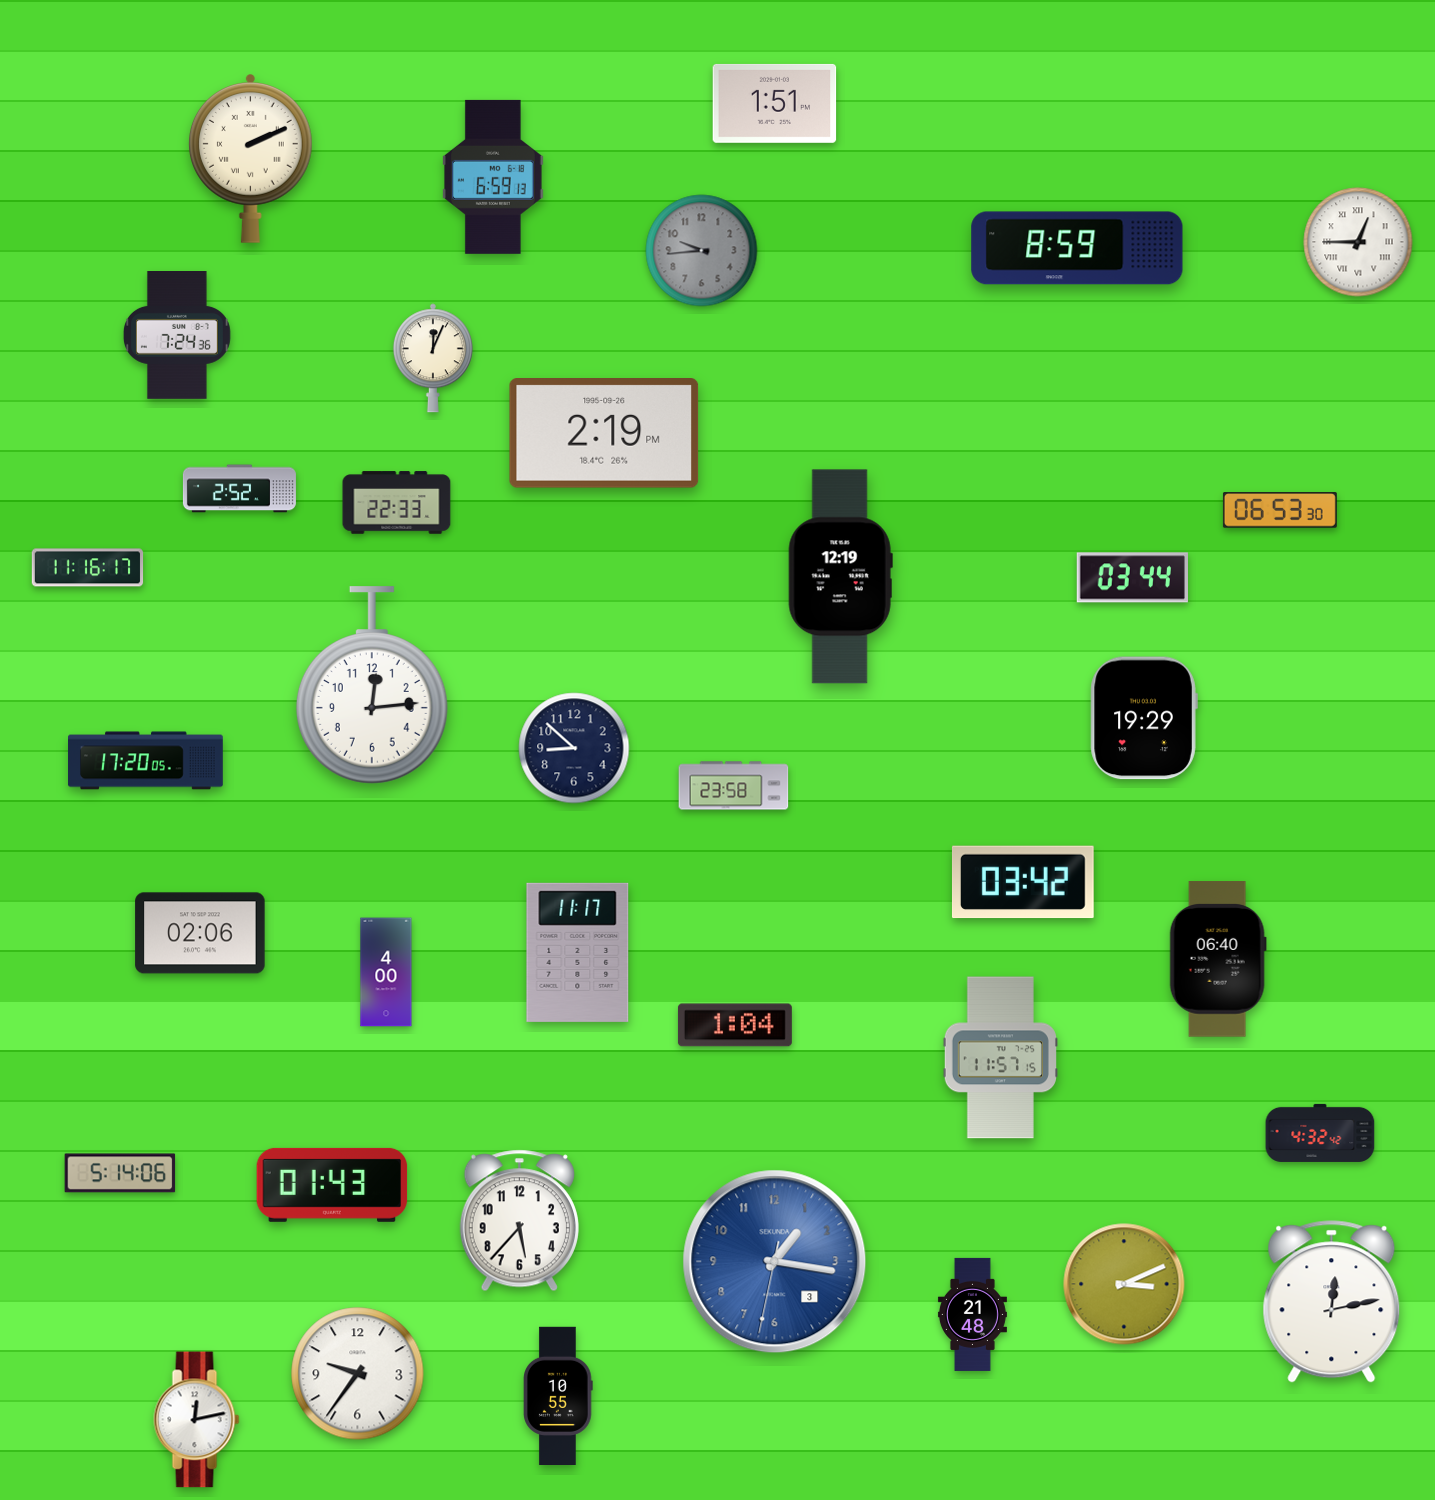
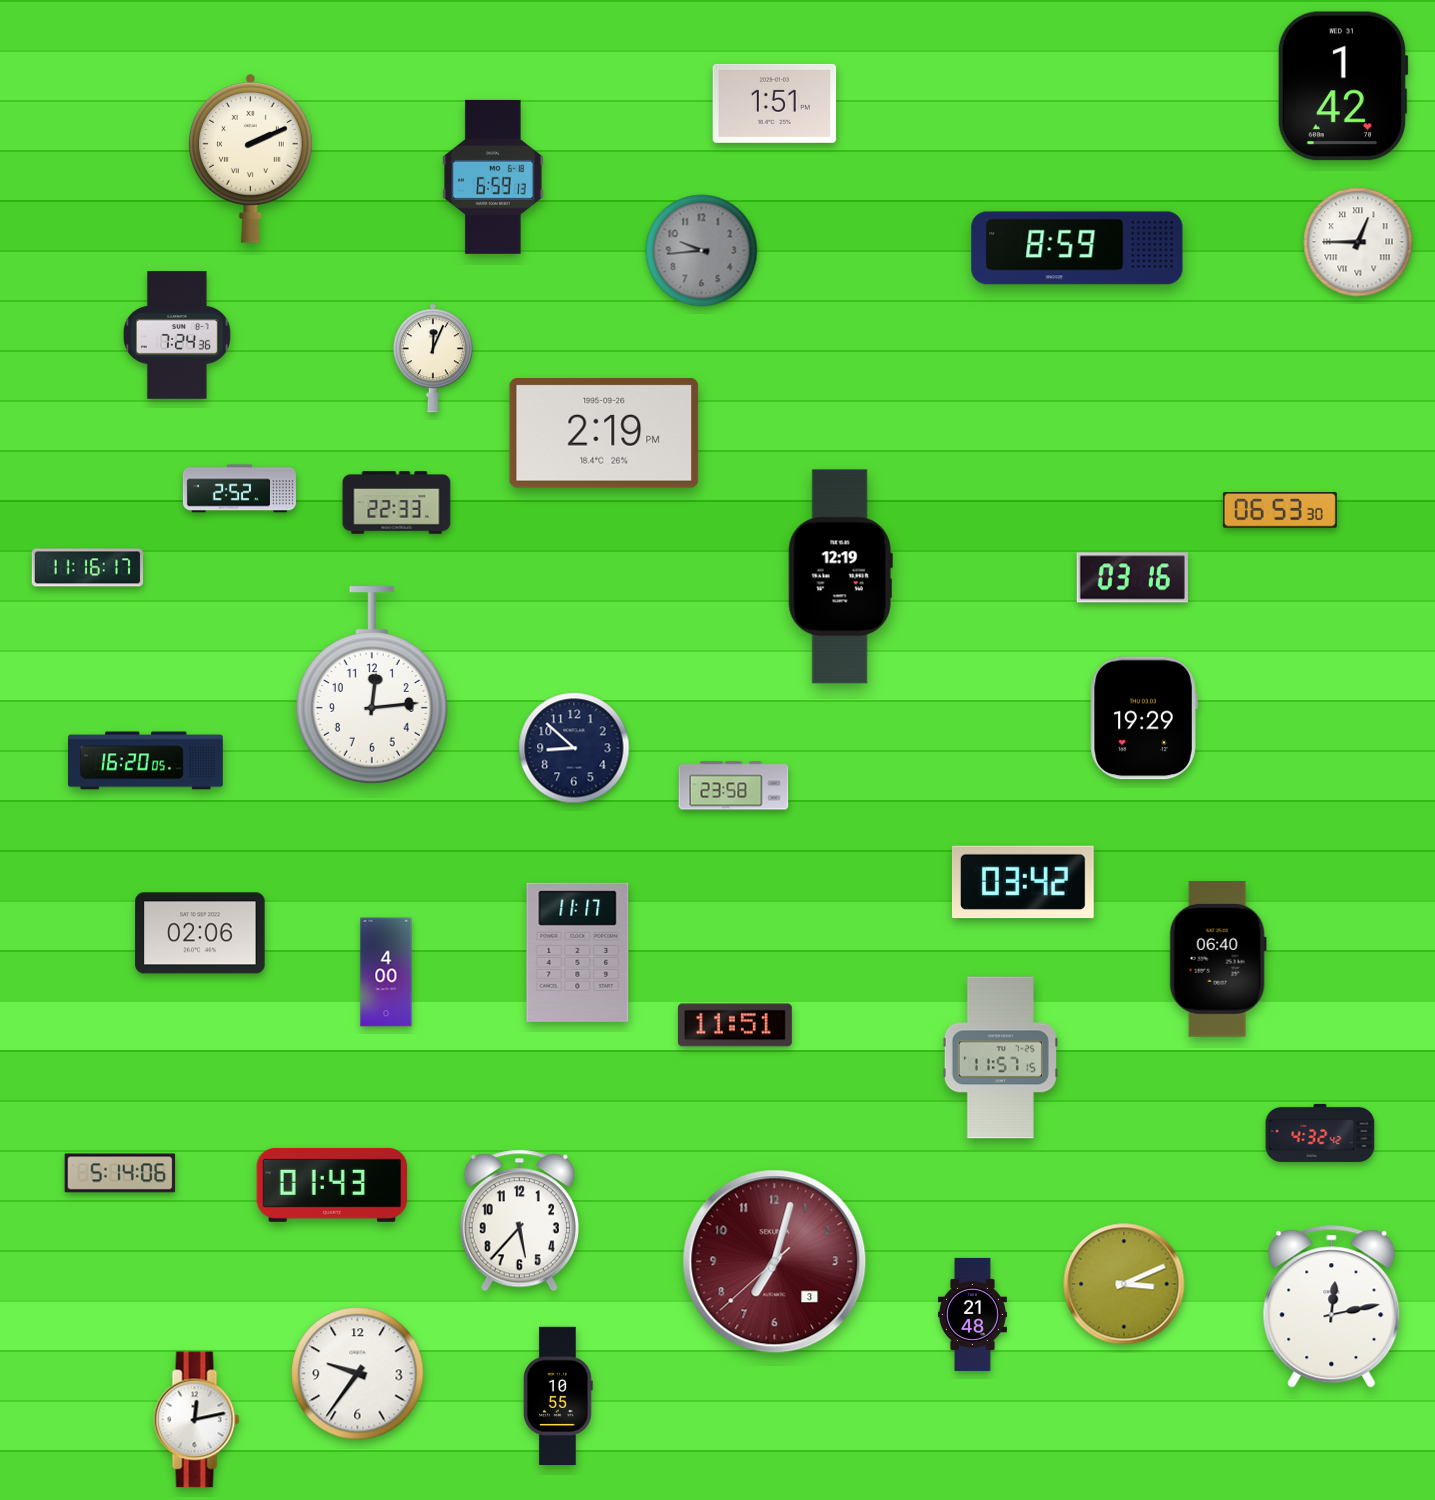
clock at (1343, 86): none -> 1:42
clock at (1132, 578): 03:44 -> 03:16
clock at (146, 761): 17:20 -> 16:20
clock at (735, 1025): 1:04 -> 11:51
clock at (775, 1262): 1:16 -> 7:02
clock at (775, 1262) dial: blue -> burgundy
clock at (1332, 1302) position: (1332, 1302) -> (1332, 1307)
